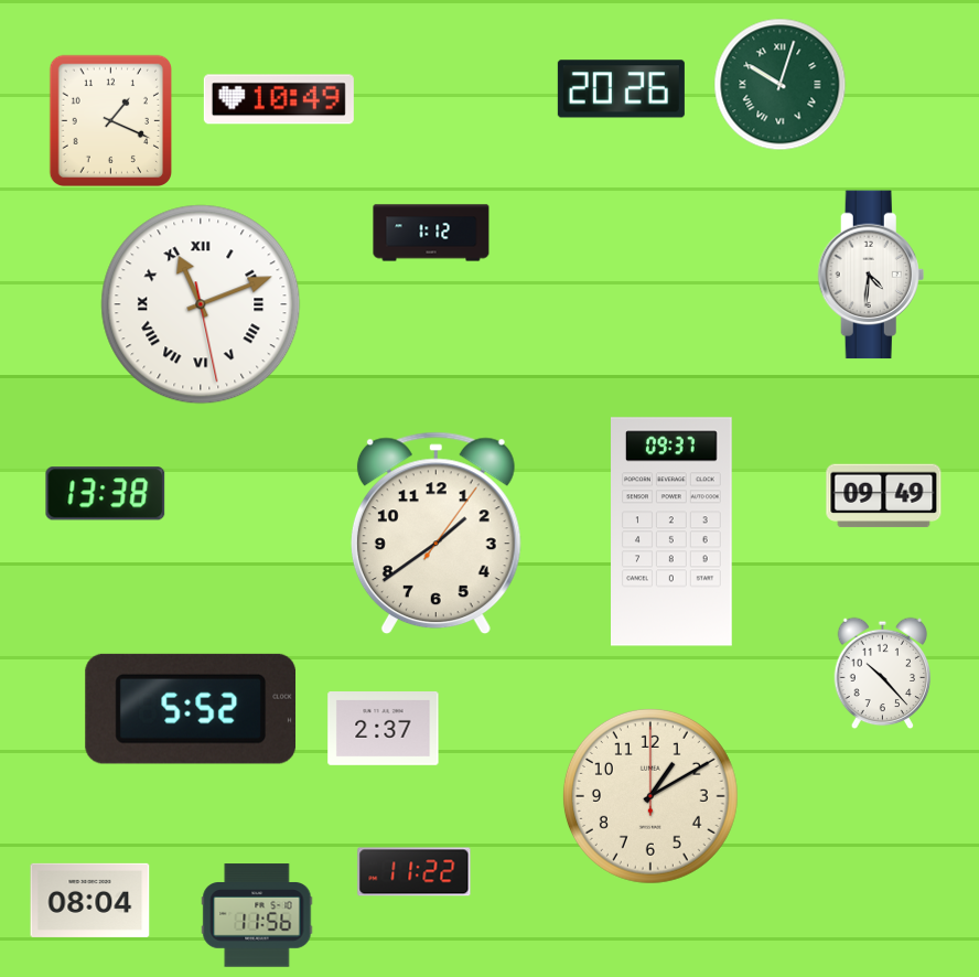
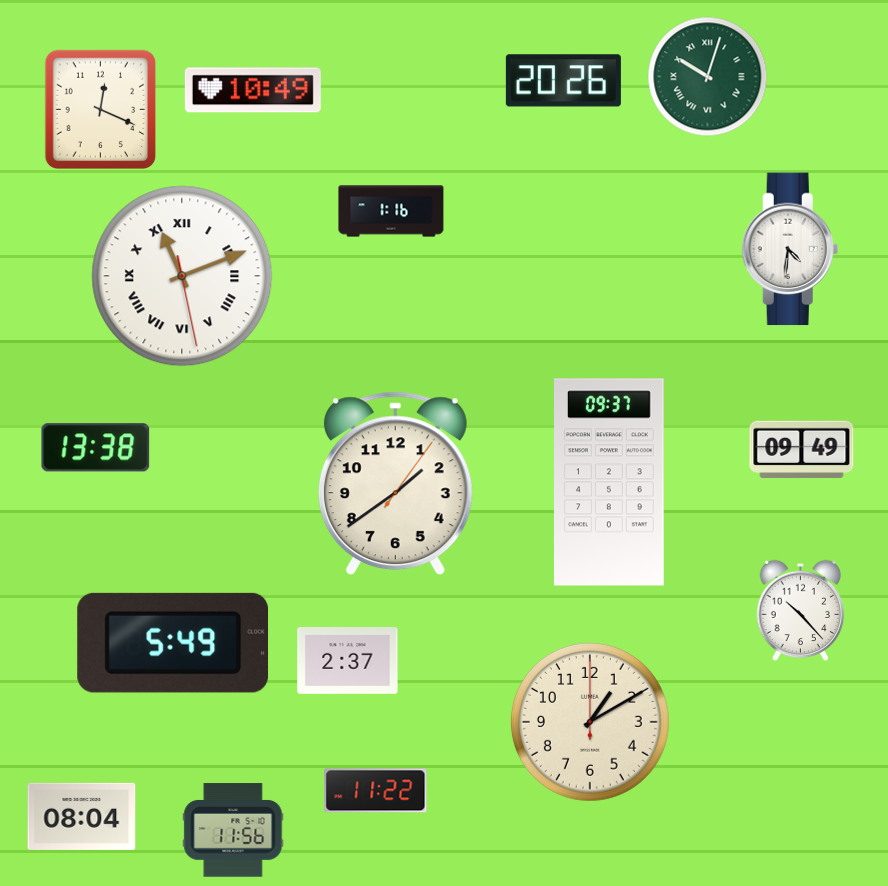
clock at (110, 120): 1:19 -> 12:19
clock at (431, 233): 1:12 -> 1:16
clock at (191, 709): 5:52 -> 5:49
